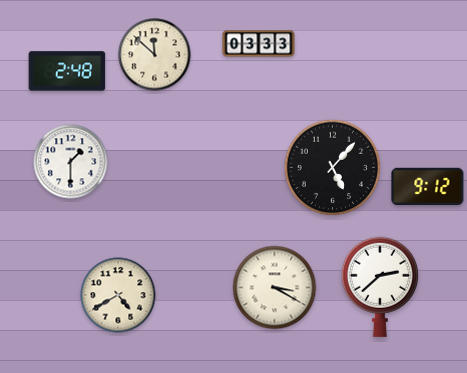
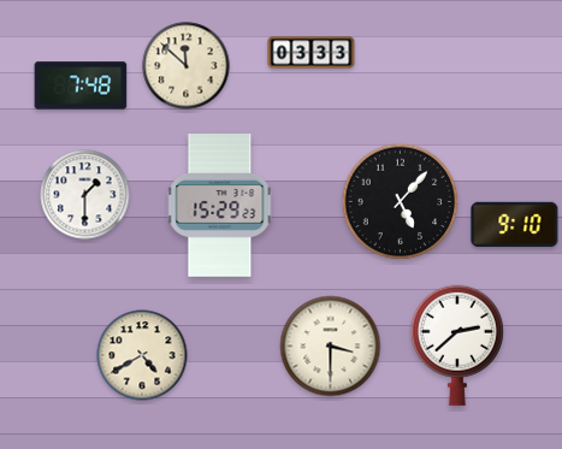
clock at (67, 71): 2:48 -> 7:48
clock at (220, 206): none -> 15:29
clock at (428, 187): 9:12 -> 9:10
clock at (275, 288): 3:20 -> 3:30
